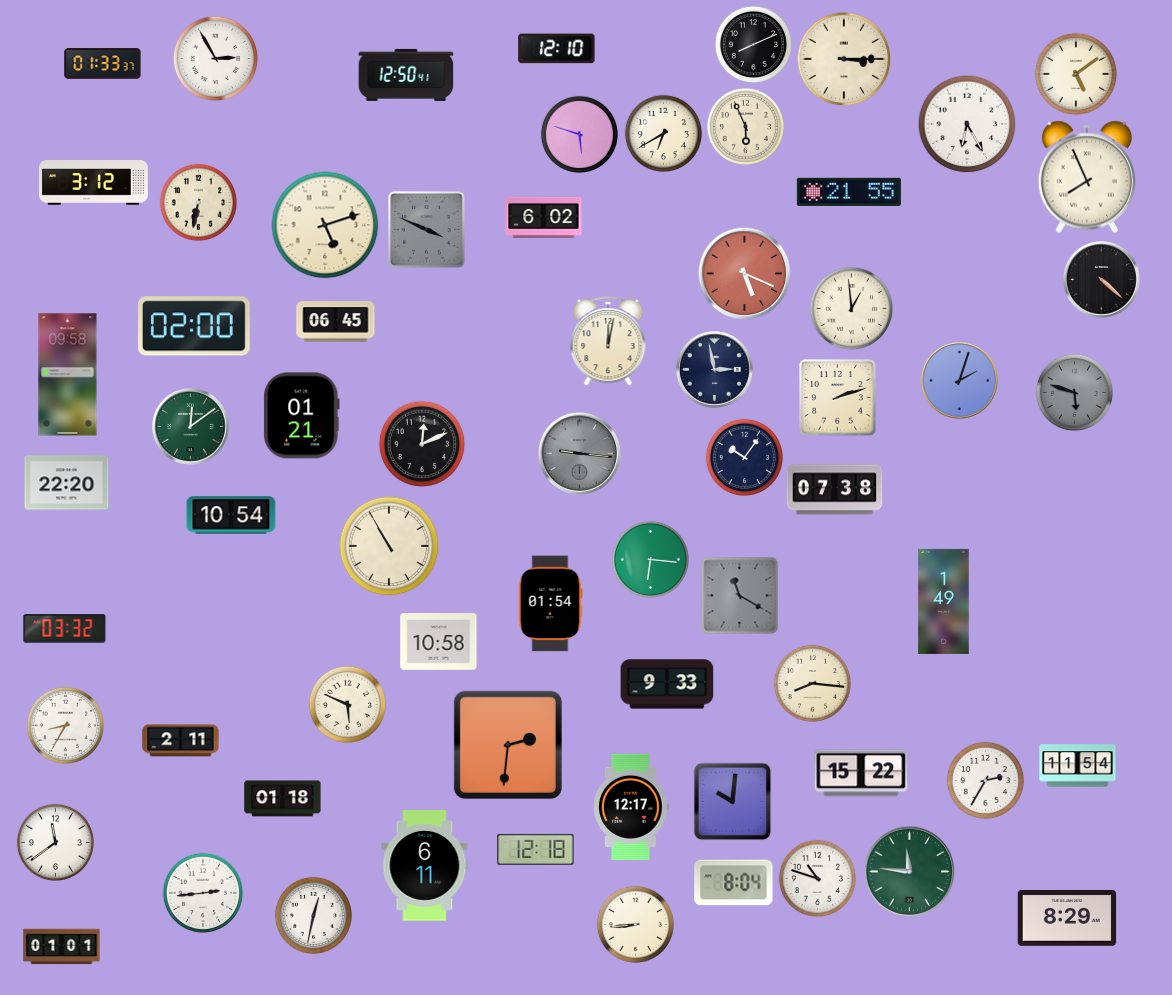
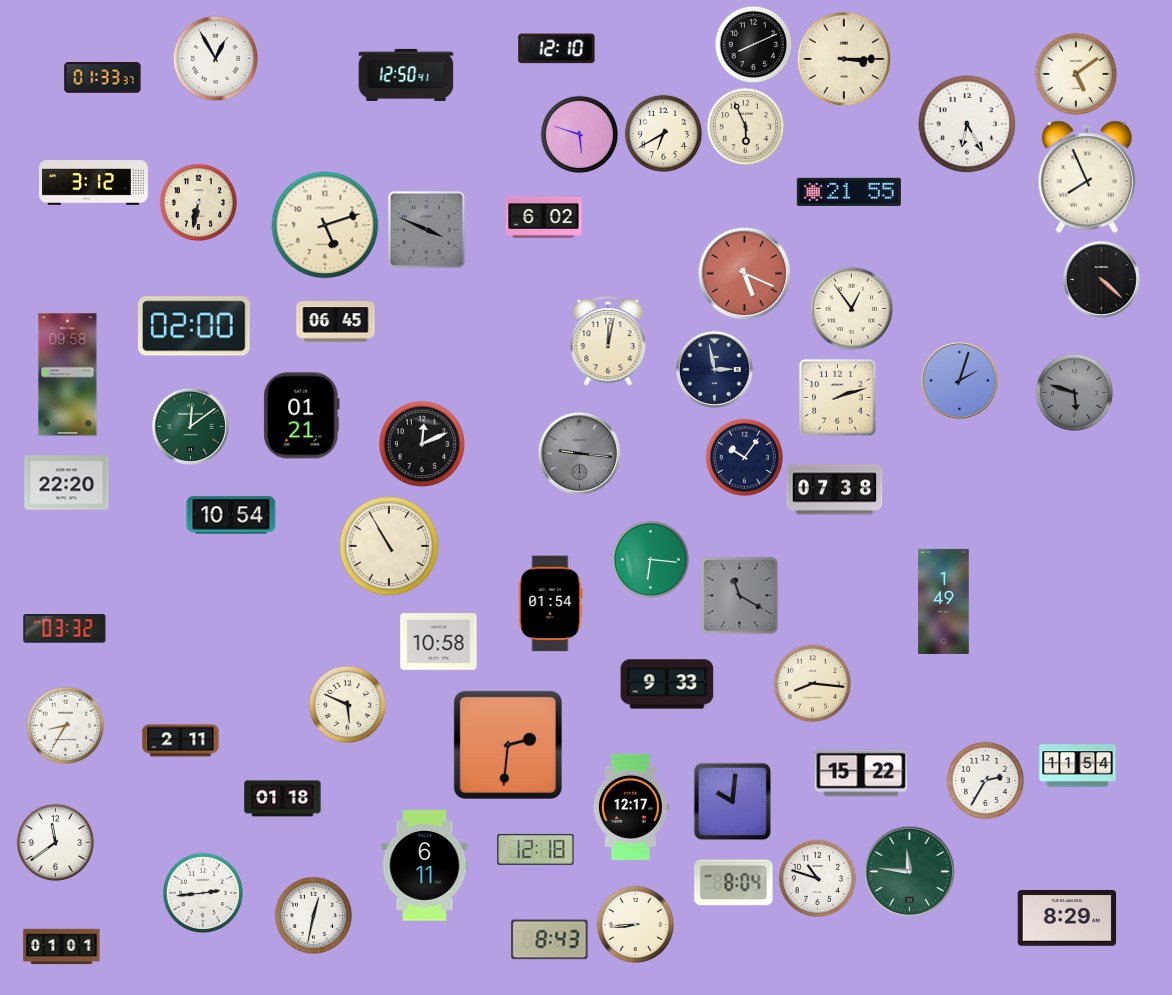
clock at (215, 58): 2:55 -> 12:55
clock at (103, 64) position: (103, 64) -> (103, 78)
clock at (851, 308): 12:59 -> 12:54
clock at (550, 940): none -> 8:43
